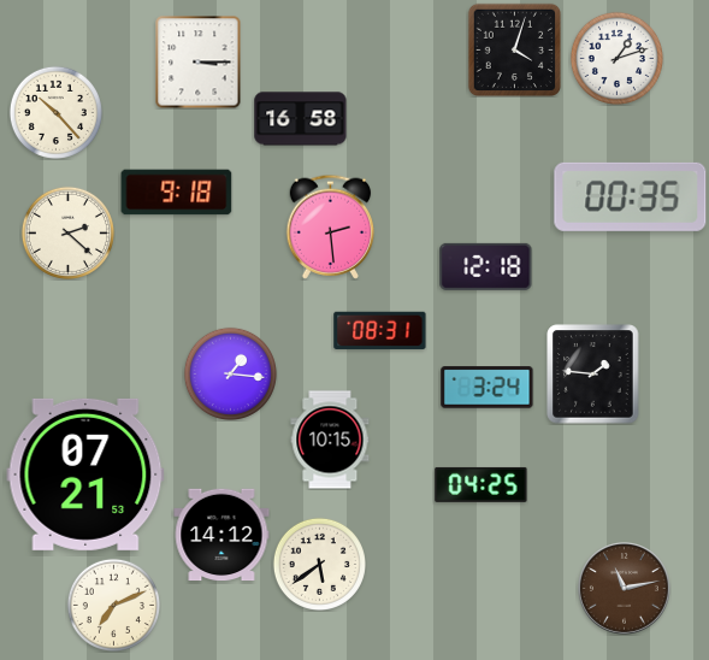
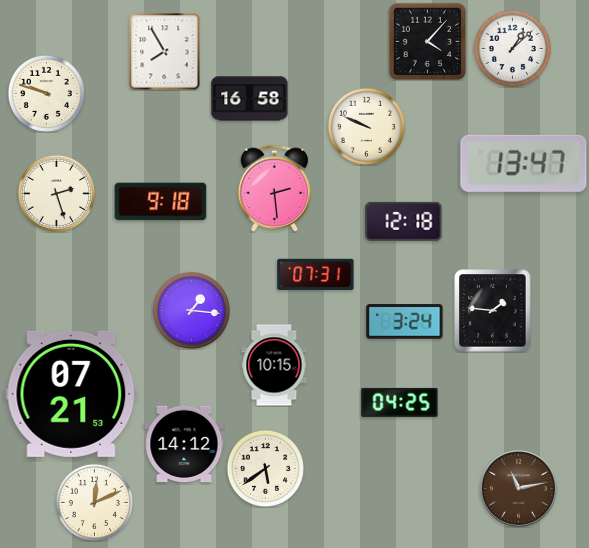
clock at (514, 49): 4:03 -> 4:07
clock at (616, 58): 1:12 -> 1:08
clock at (199, 61): 3:15 -> 7:55
clock at (55, 112): 10:23 -> 9:48
clock at (366, 126): none -> 9:49
clock at (177, 193) position: (177, 193) -> (161, 202)
clock at (631, 196): 00:35 -> 13:47
clock at (67, 232): 2:22 -> 2:27
clock at (380, 330): 08:31 -> 07:31
clock at (113, 605): 7:11 -> 12:11
